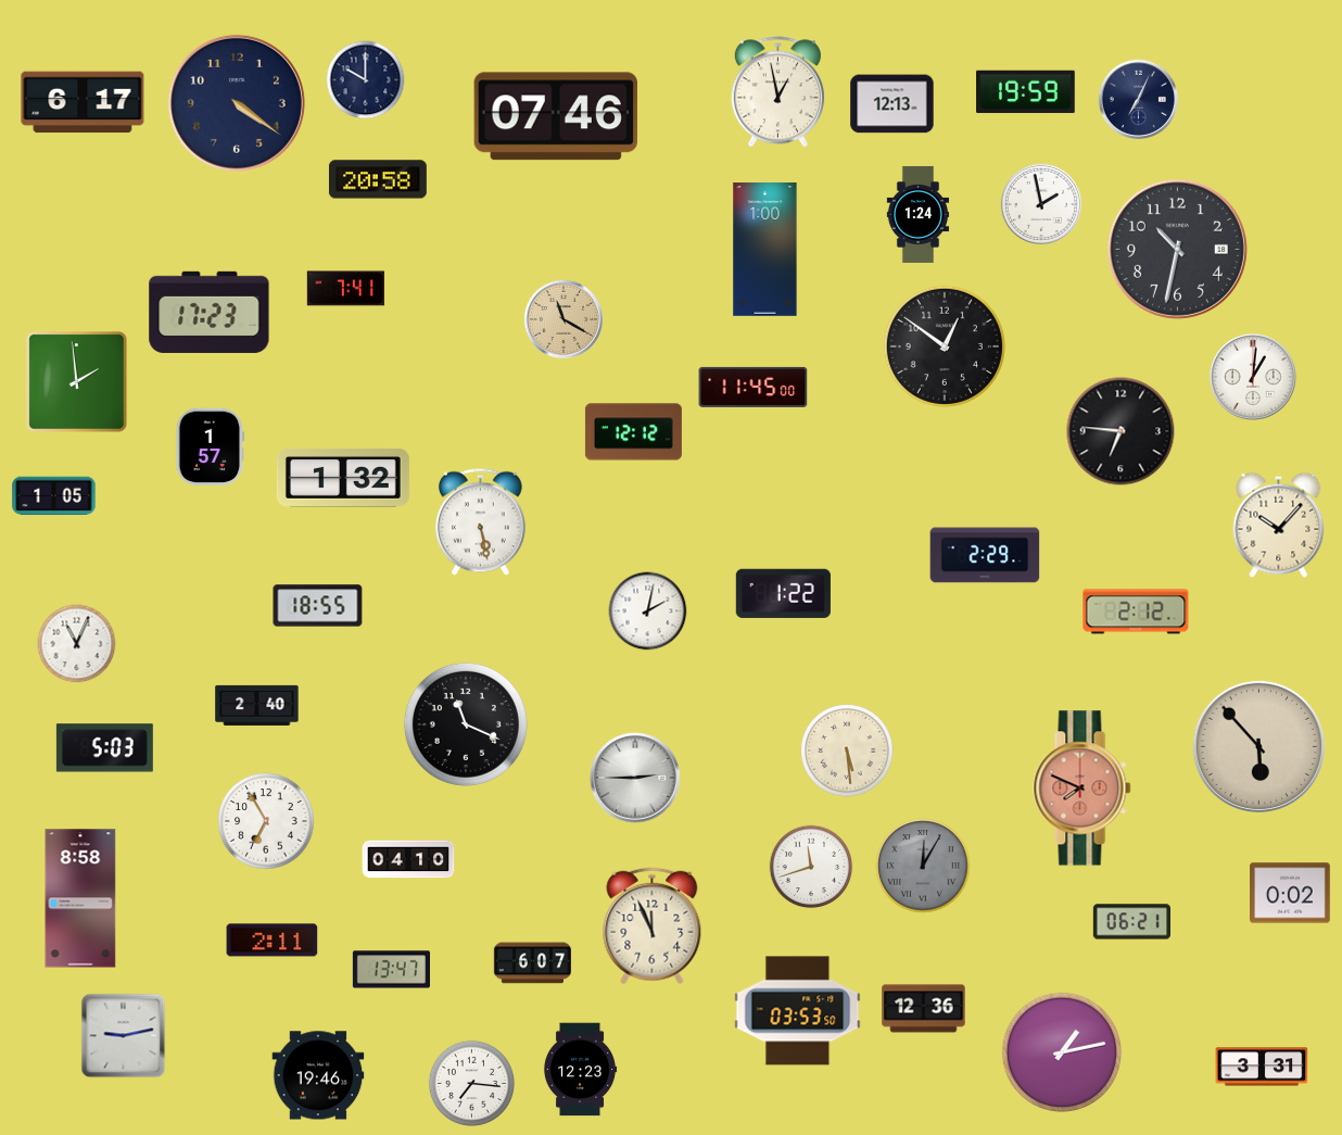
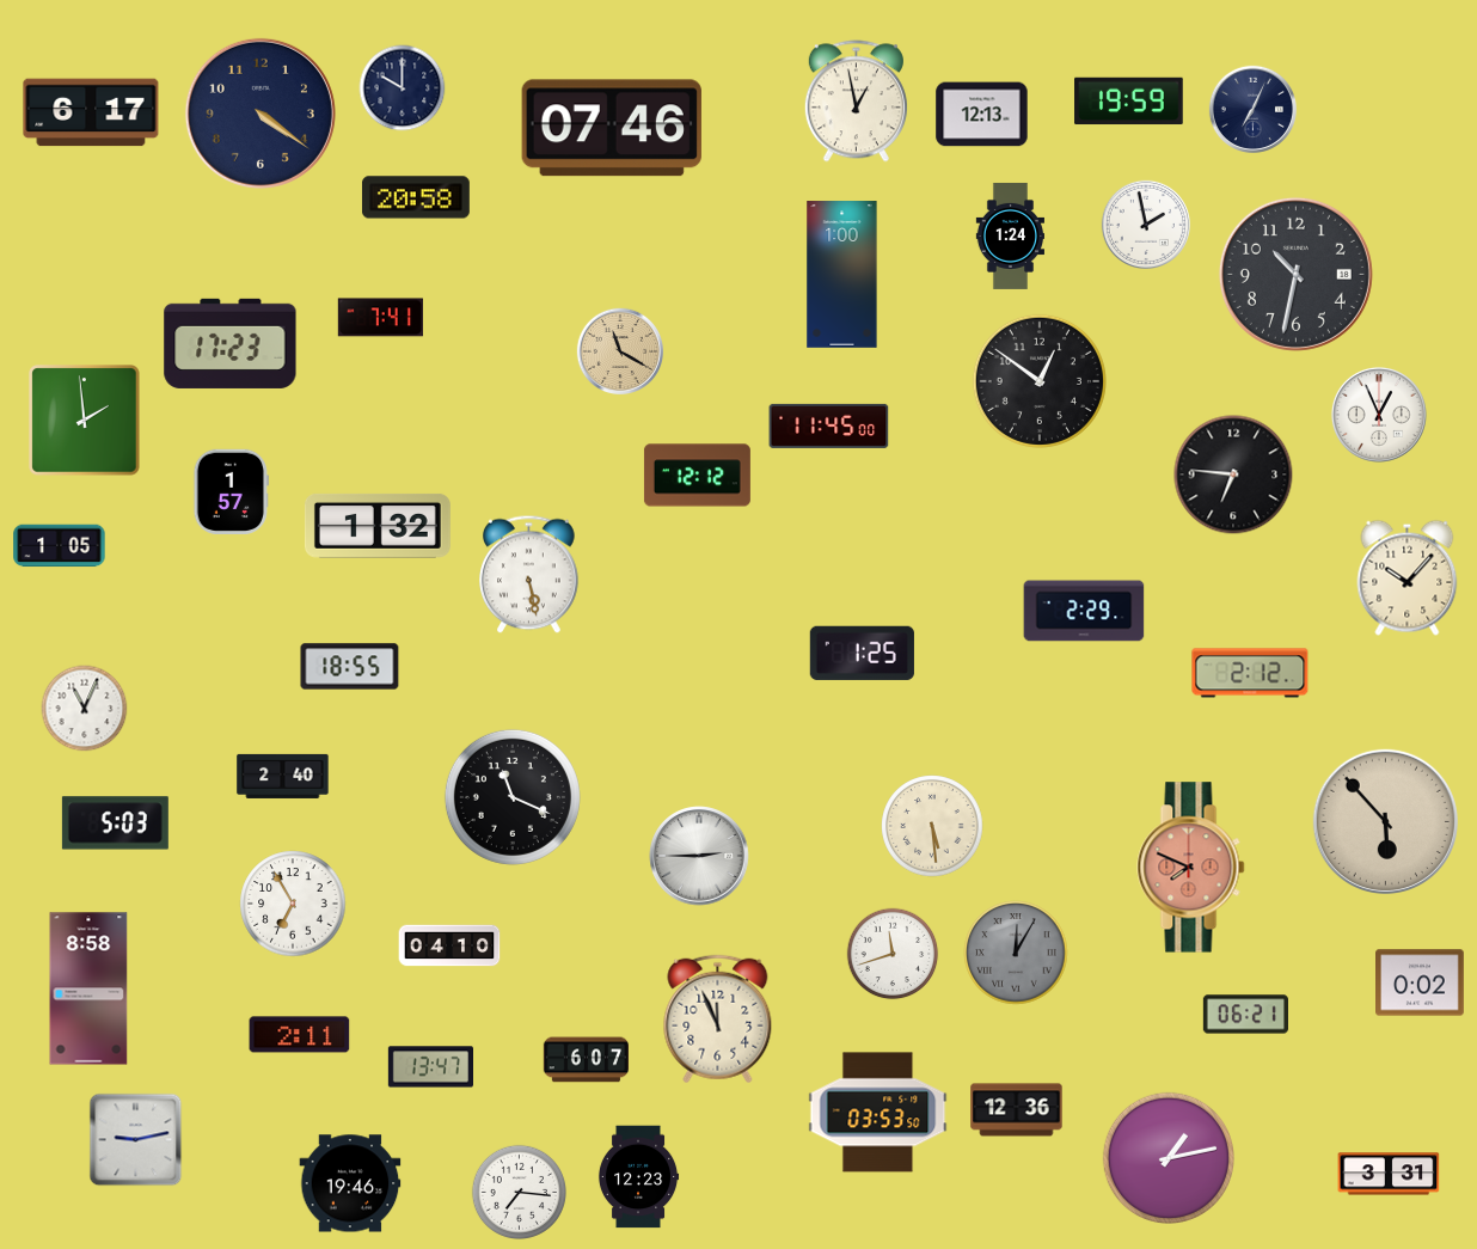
clock at (1253, 377): 1:01 -> 12:56
clock at (783, 593): 1:22 -> 1:25
clock at (648, 611): 2:02 -> none
